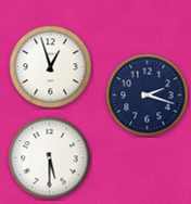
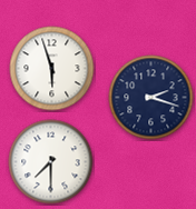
clock at (51, 67): 12:57 -> 5:57
clock at (50, 158): 5:30 -> 7:30
